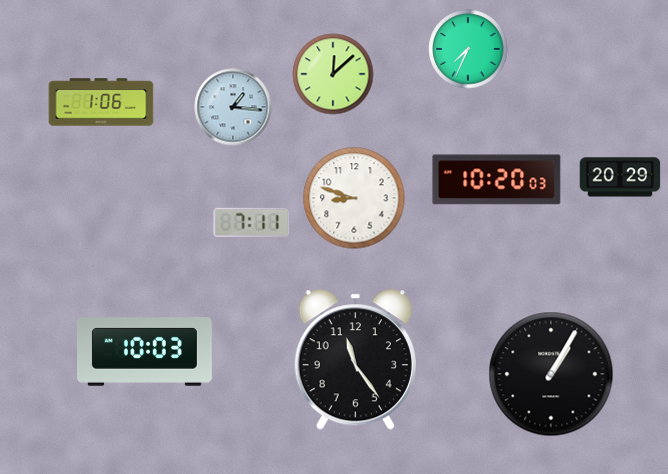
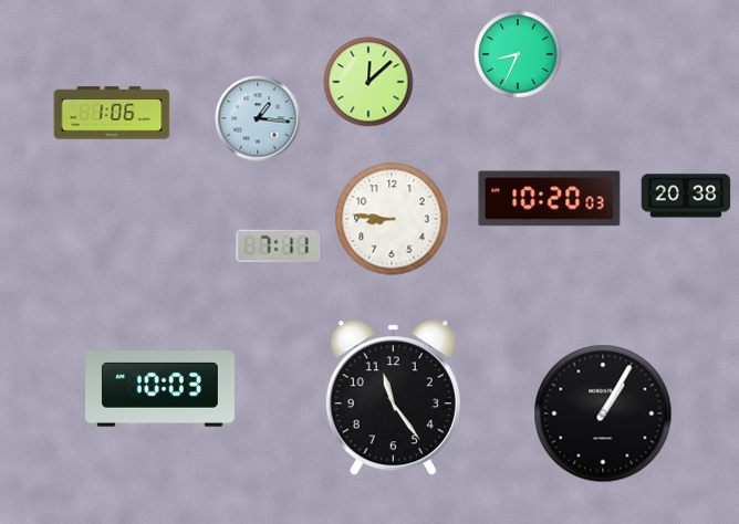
clock at (468, 49): 7:34 -> 8:34
clock at (620, 177): 20:29 -> 20:38
clock at (354, 198): 8:48 -> 8:46
clock at (551, 374) position: (551, 374) -> (603, 413)
